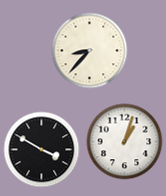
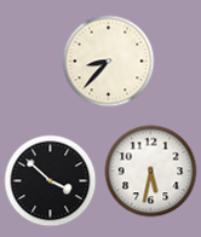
clock at (125, 142): 1:03 -> 5:32
clock at (42, 150): 3:50 -> 3:52
